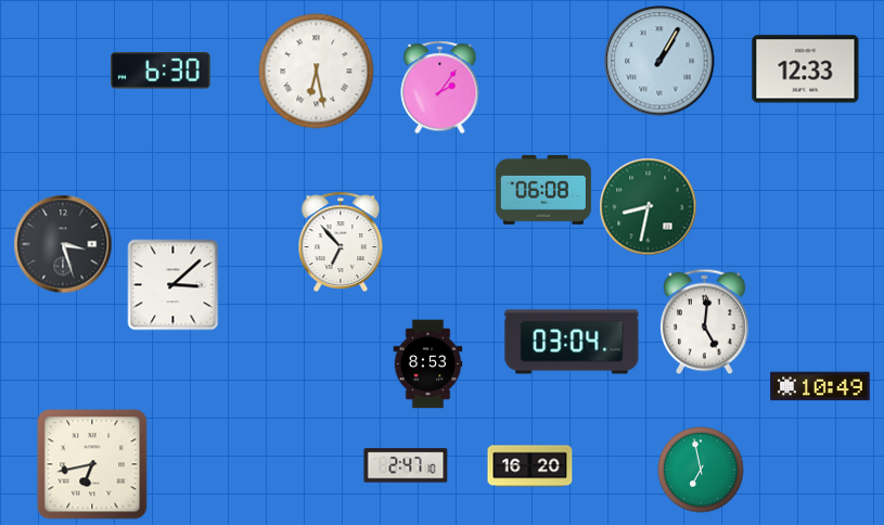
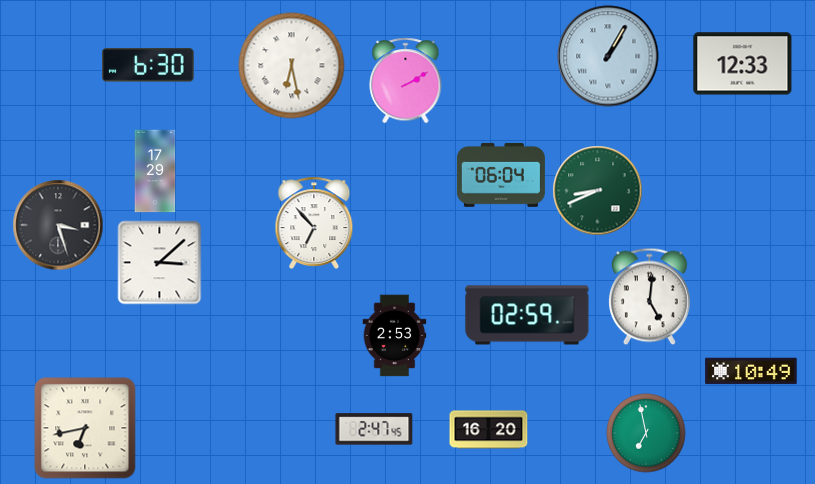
clock at (440, 88): 2:06 -> 2:10
clock at (155, 171): none -> 17:29
clock at (543, 190): 06:08 -> 06:04
clock at (649, 207): 8:32 -> 8:41
clock at (572, 342): 03:04 -> 02:59
clock at (428, 364): 8:53 -> 2:53
clock at (820, 386) position: (820, 386) -> (751, 371)
clock at (406, 465): 2:47:10 -> 2:47:45
